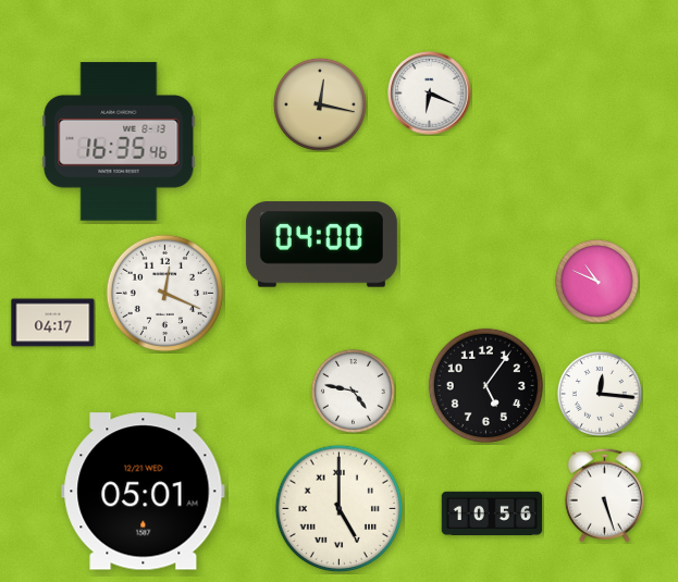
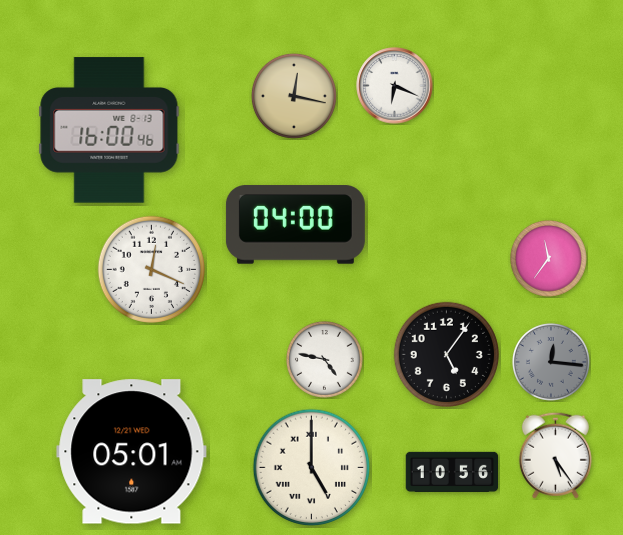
clock at (119, 141): 16:35 -> 16:00
clock at (597, 282): 10:49 -> 11:36
clock at (53, 323): 04:17 -> none
clock at (600, 394) dial: white -> grey
clock at (604, 495): 5:27 -> 5:24
